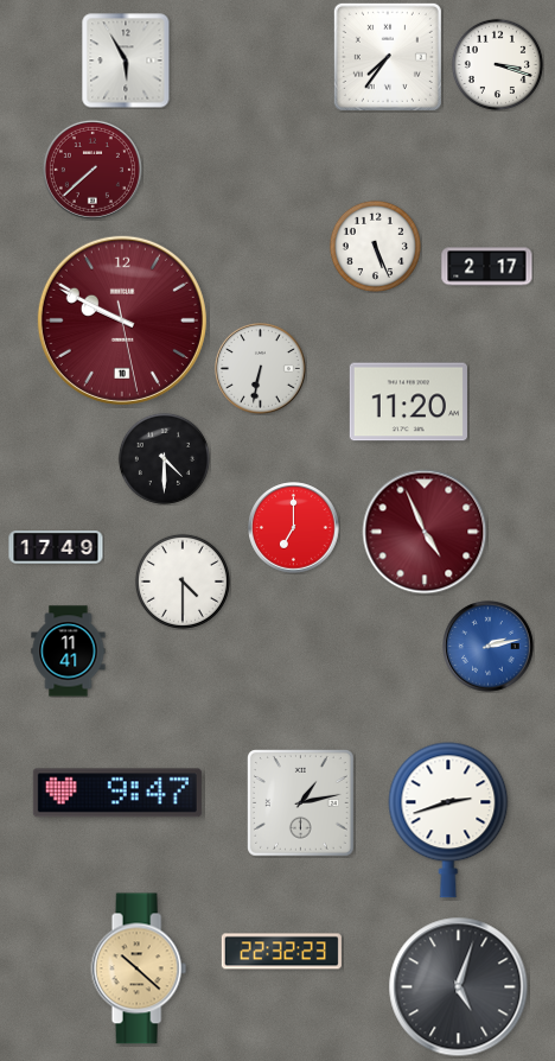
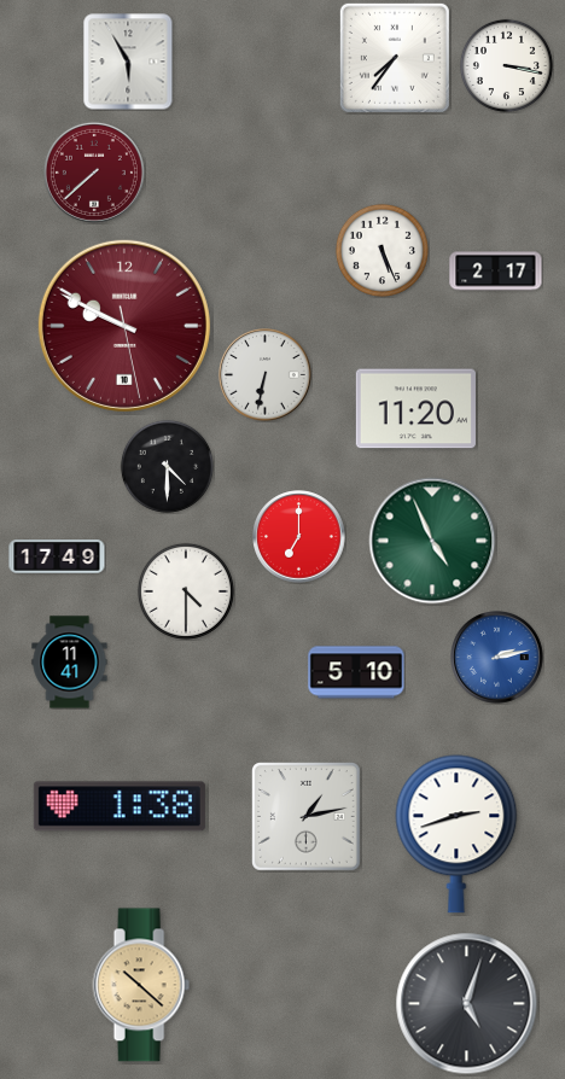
clock at (497, 64): 3:18 -> 3:17
clock at (425, 532) dial: burgundy -> green
clock at (356, 672): none -> 5:10
clock at (117, 793): 9:47 -> 1:38
clock at (281, 952): 22:32 -> none
